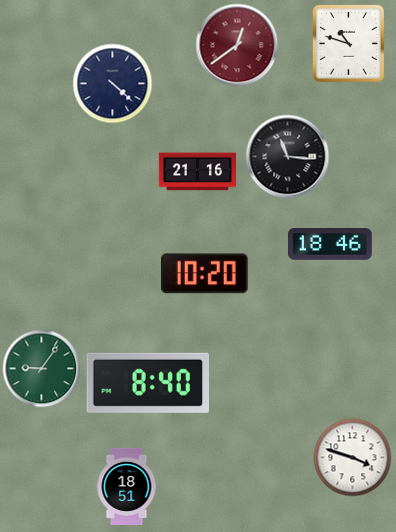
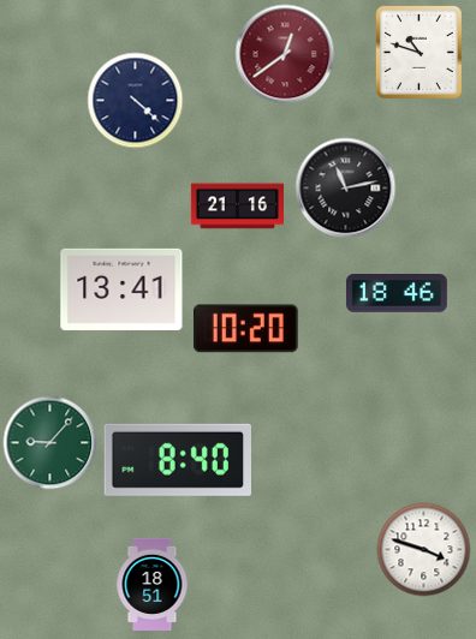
clock at (287, 156): 11:16 -> 11:13
clock at (121, 289): none -> 13:41
clock at (41, 368): 9:06 -> 9:07
